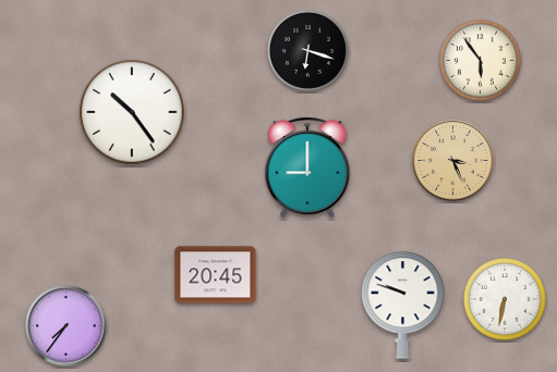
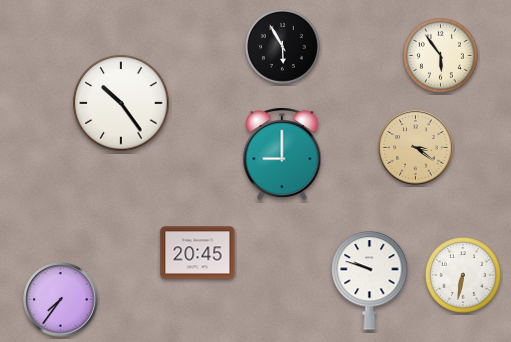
clock at (308, 51): 6:18 -> 5:55
clock at (453, 161): 3:26 -> 3:21
